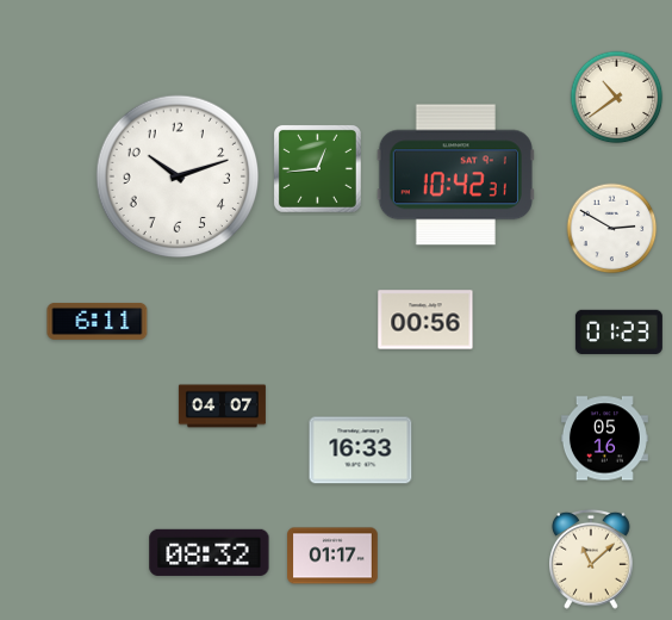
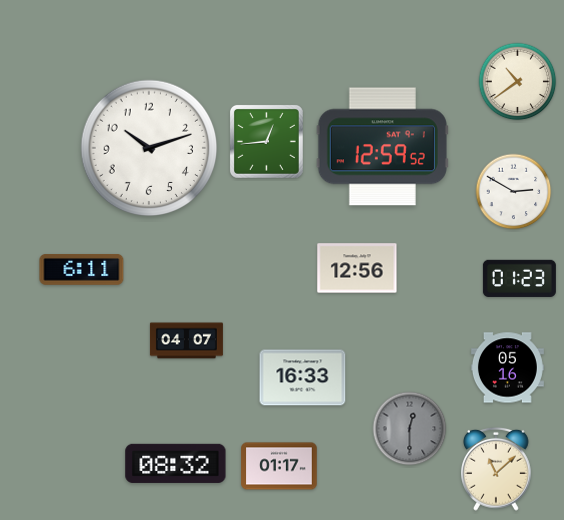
clock at (455, 175): 10:42 -> 12:59
clock at (425, 320): 00:56 -> 12:56
clock at (410, 429): none -> 12:30
